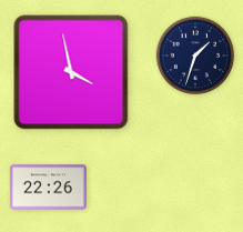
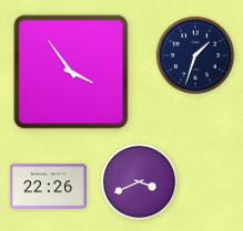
clock at (71, 72): 3:58 -> 3:54
clock at (140, 182): none -> 3:41
